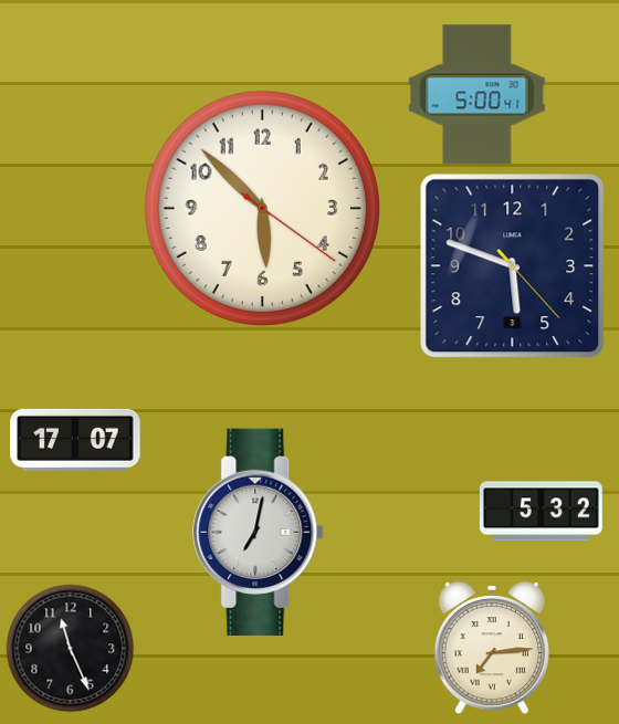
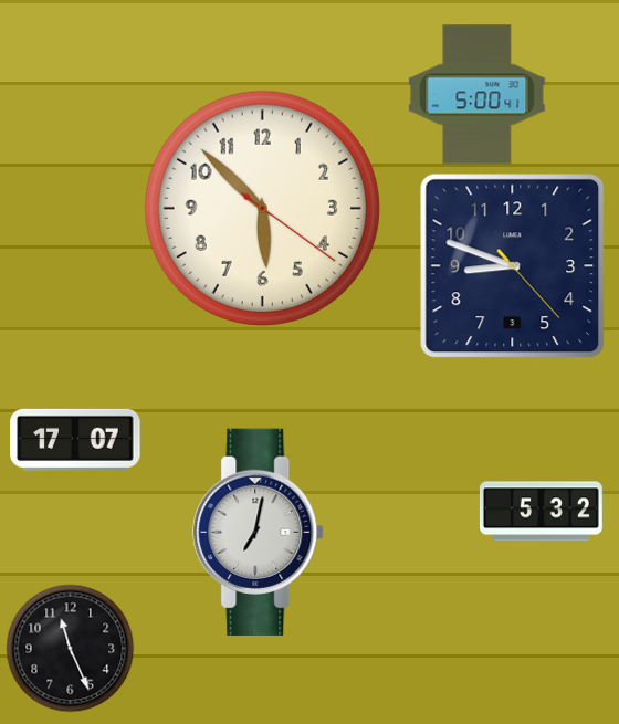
clock at (513, 266): 5:48 -> 8:48
clock at (491, 648): 7:14 -> none
